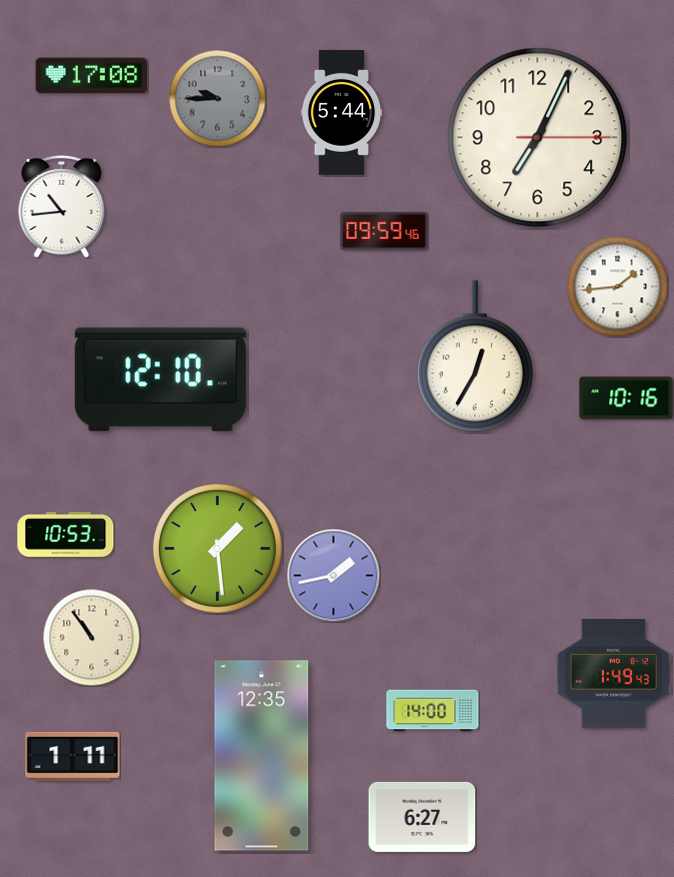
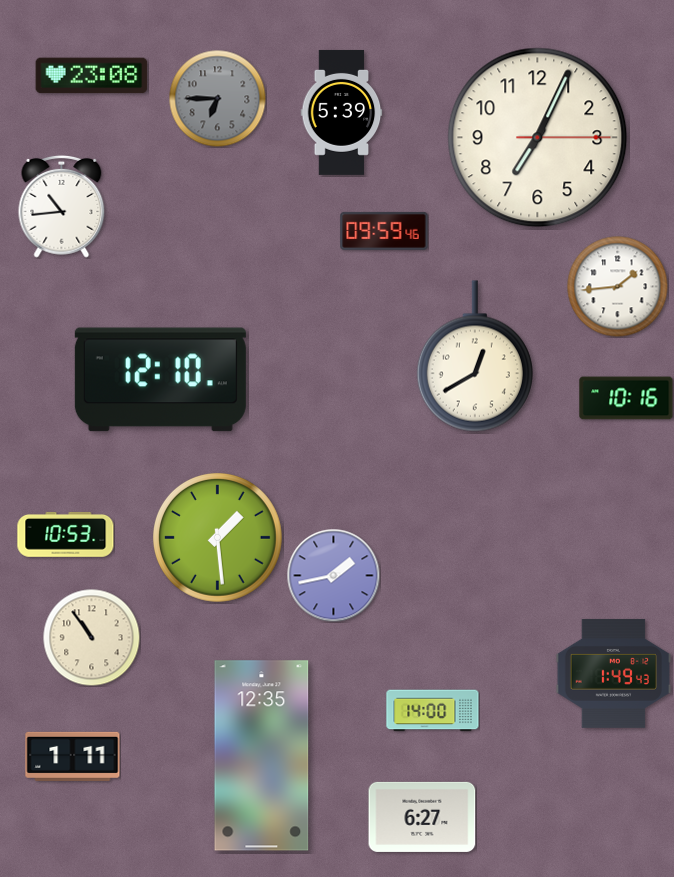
clock at (92, 76): 17:08 -> 23:08
clock at (217, 98): 9:45 -> 6:45
clock at (342, 112): 5:44 -> 5:39
clock at (475, 356): 12:35 -> 12:40
clock at (218, 549) position: (218, 549) -> (218, 538)
